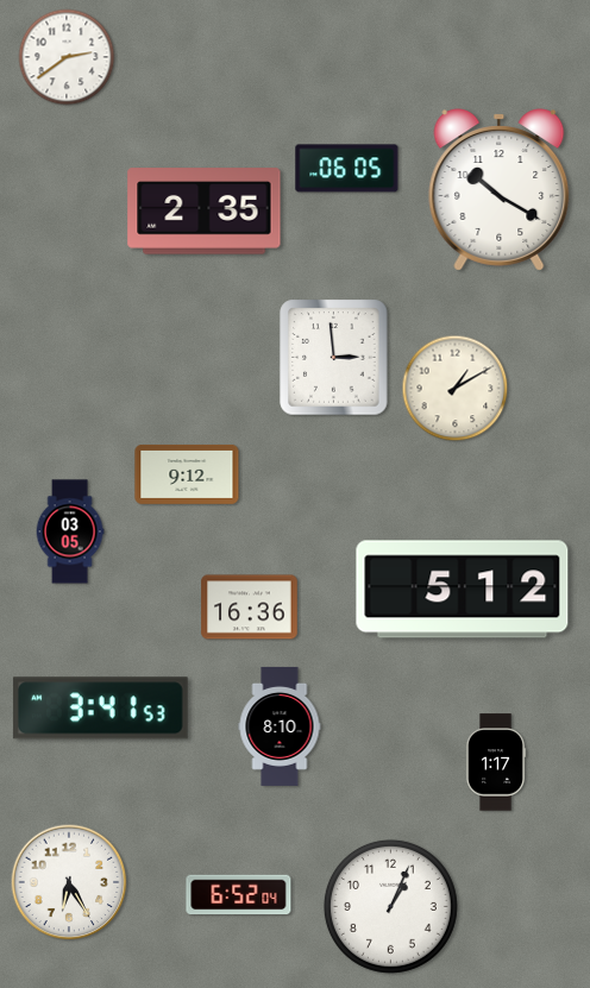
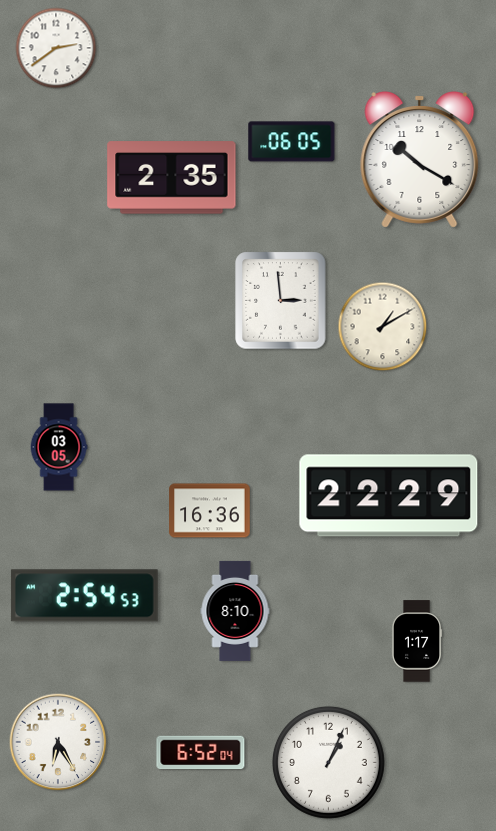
clock at (187, 474): 9:12 -> none
clock at (463, 590): 5:12 -> 22:29
clock at (100, 709): 3:41 -> 2:54
